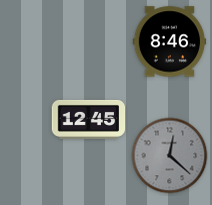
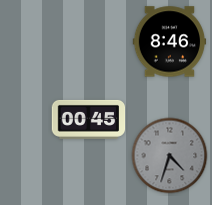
clock at (89, 119): 12:45 -> 00:45
clock at (170, 156): 12:22 -> 4:33
